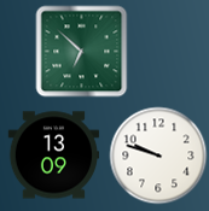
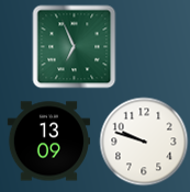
clock at (82, 52): 6:52 -> 6:56
